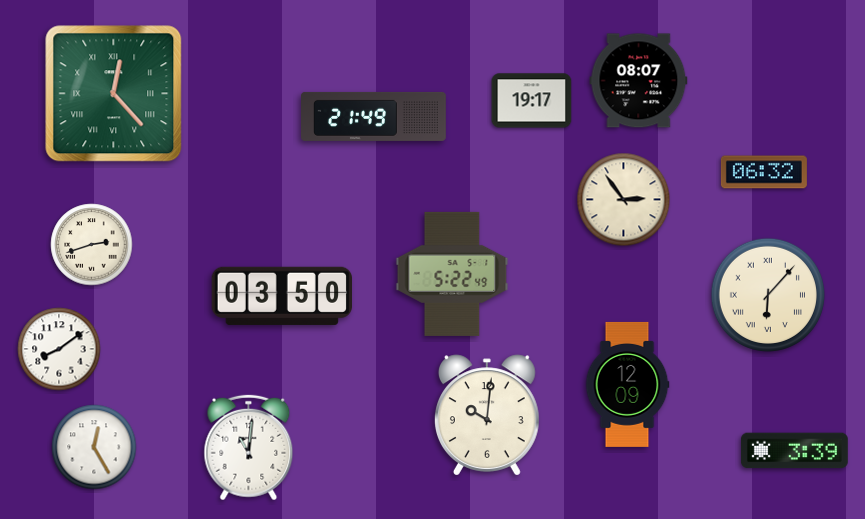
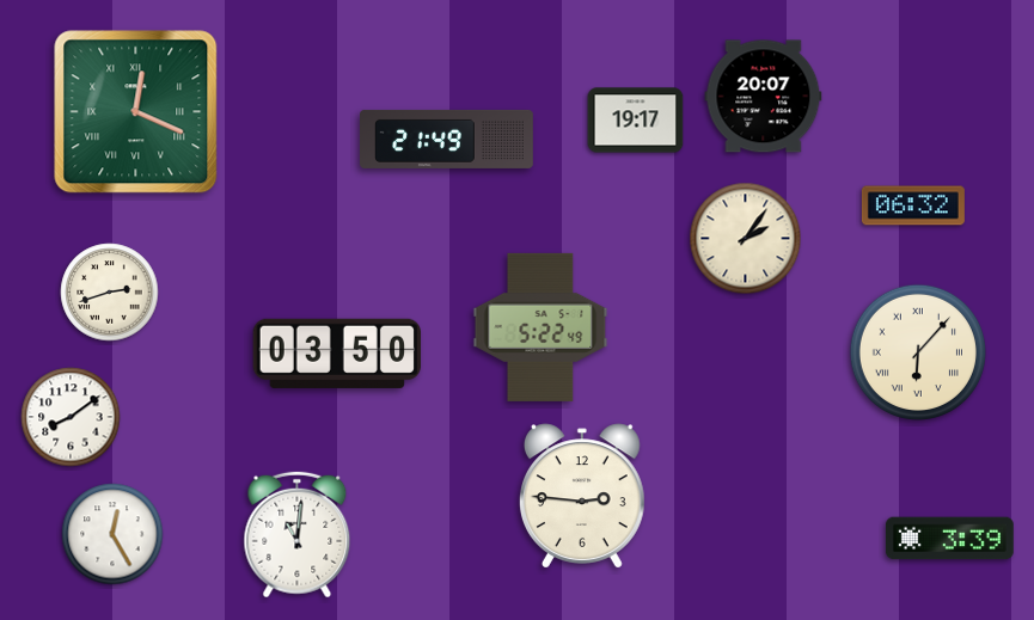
clock at (639, 81): 08:07 -> 20:07
clock at (114, 94): 12:23 -> 12:19
clock at (624, 200): 2:54 -> 2:06
clock at (627, 384): 12:09 -> none
clock at (487, 415): 10:01 -> 2:46
